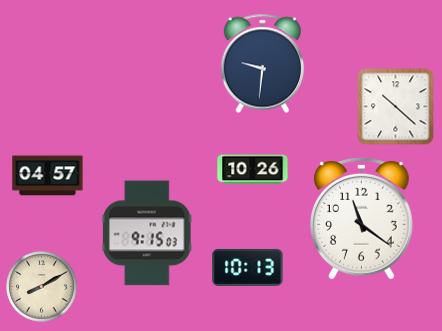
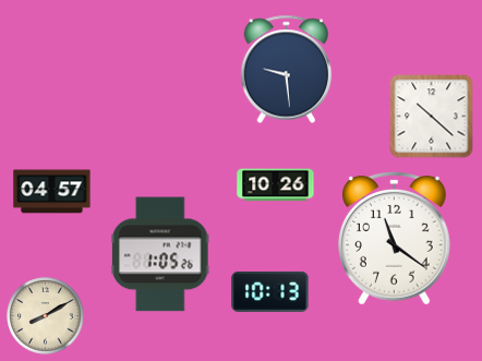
clock at (263, 64): 9:31 -> 9:29
clock at (147, 233): 9:15 -> 1:05
clock at (42, 287) position: (42, 287) -> (46, 316)
